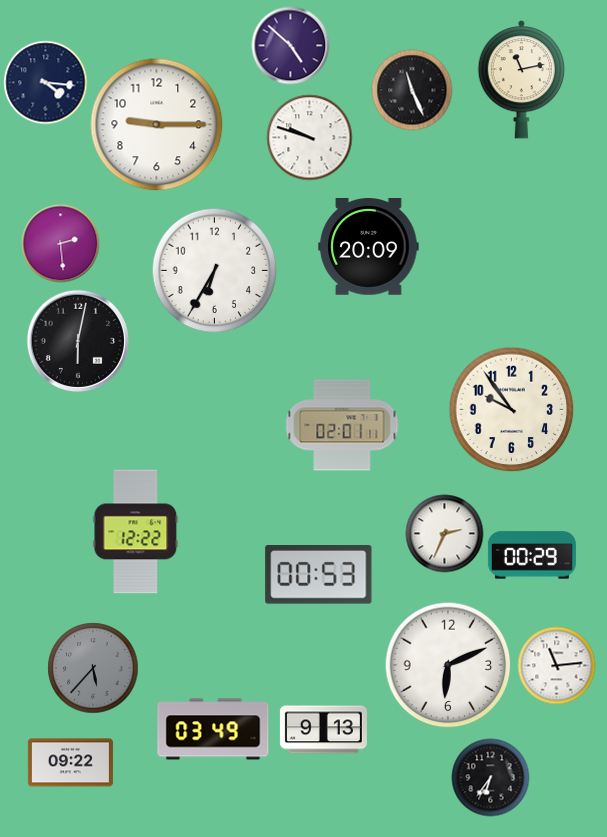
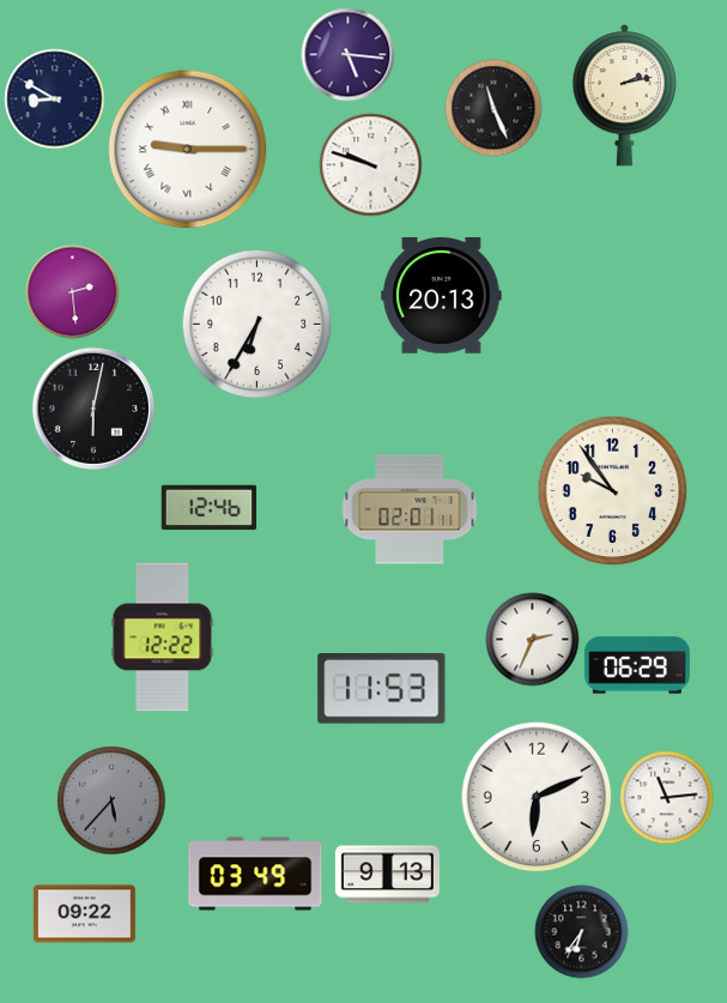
clock at (290, 45): 4:52 -> 5:16
clock at (521, 80): 11:13 -> 2:13
clock at (45, 82): 4:16 -> 8:50
clock at (157, 125) numerals: Arabic -> Roman
clock at (369, 247): 20:09 -> 20:13
clock at (208, 508): none -> 12:46
clock at (532, 555): 00:29 -> 06:29
clock at (319, 575): 00:53 -> 11:53
clock at (490, 777) position: (490, 777) -> (581, 931)
